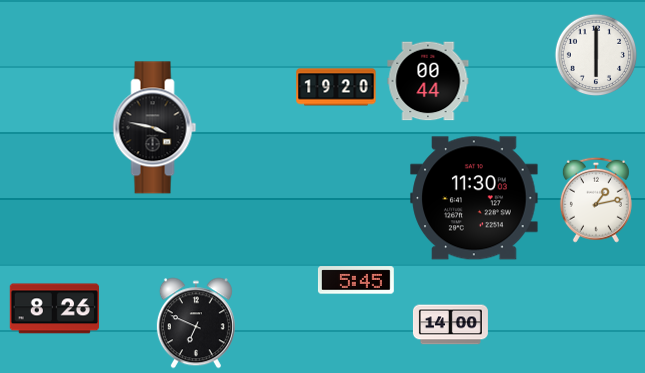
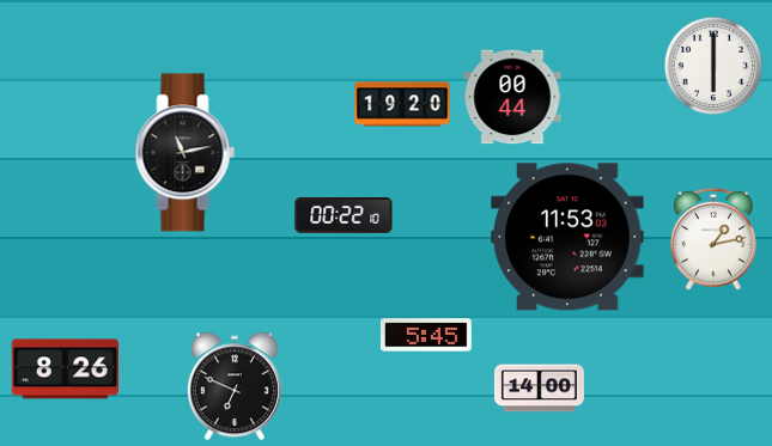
clock at (155, 128): 3:47 -> 11:13
clock at (344, 215): none -> 00:22
clock at (474, 198): 11:30 -> 11:53
